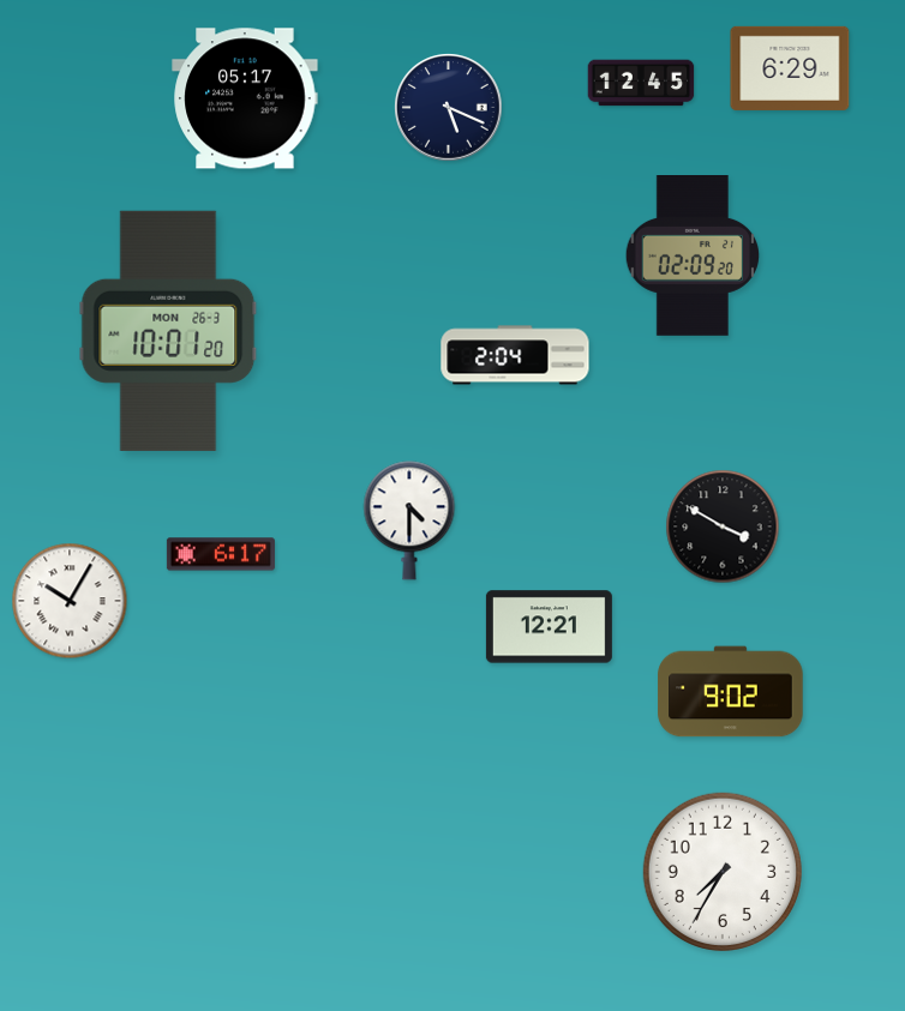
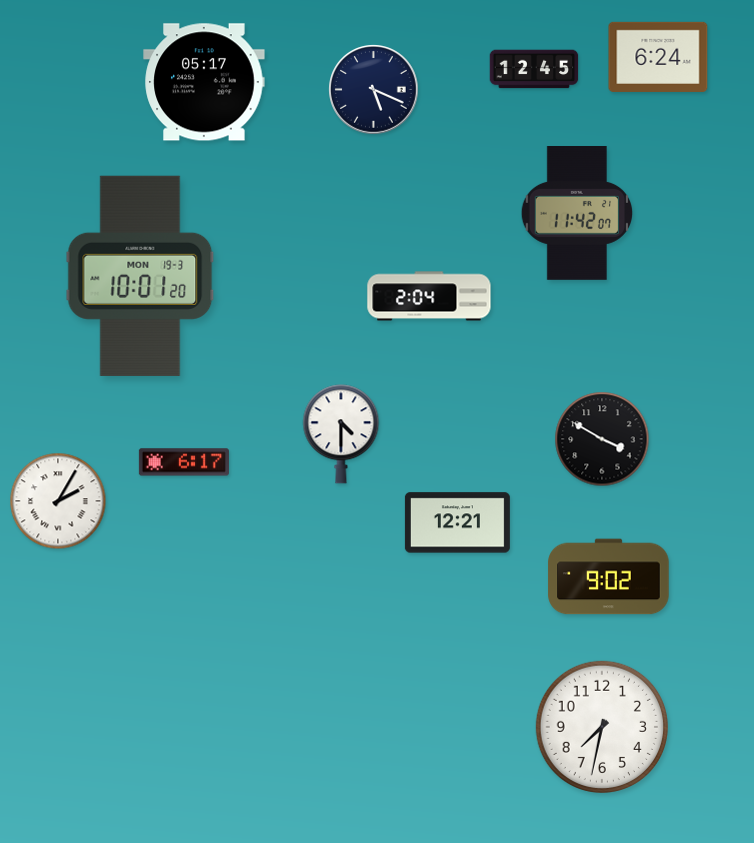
clock at (790, 68): 6:29 -> 6:24
clock at (691, 257): 02:09 -> 11:42
clock at (168, 331) date: MON 26-3 -> MON 19-3
clock at (70, 601): 10:05 -> 2:05
clock at (723, 872): 7:35 -> 7:32
